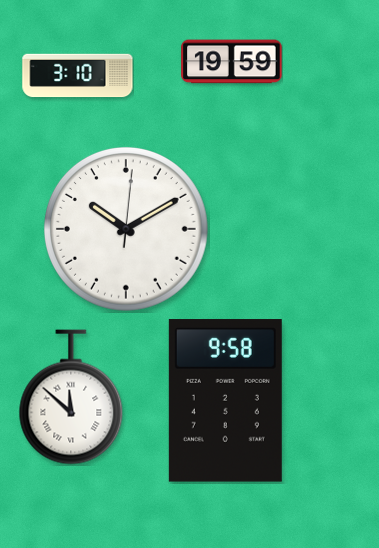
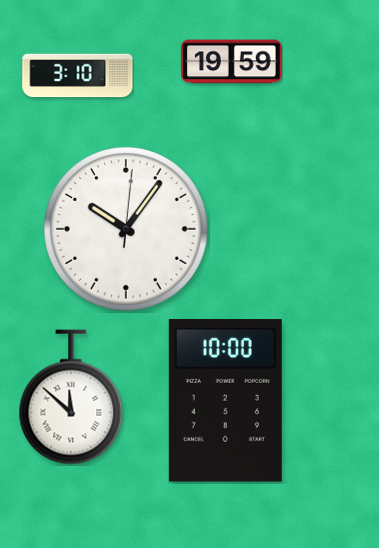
clock at (126, 229): 10:10 -> 10:06
clock at (225, 401): 9:58 -> 10:00
